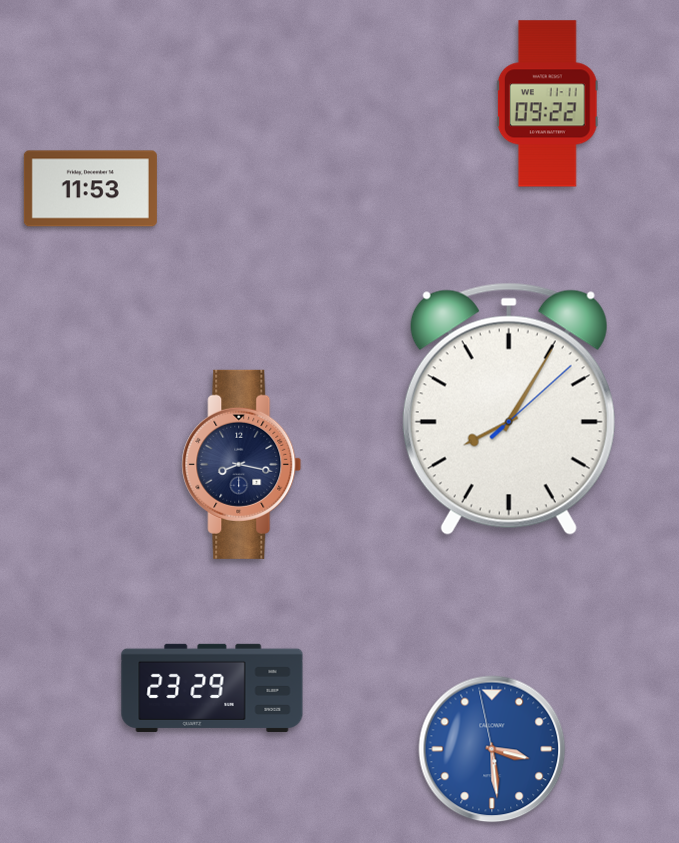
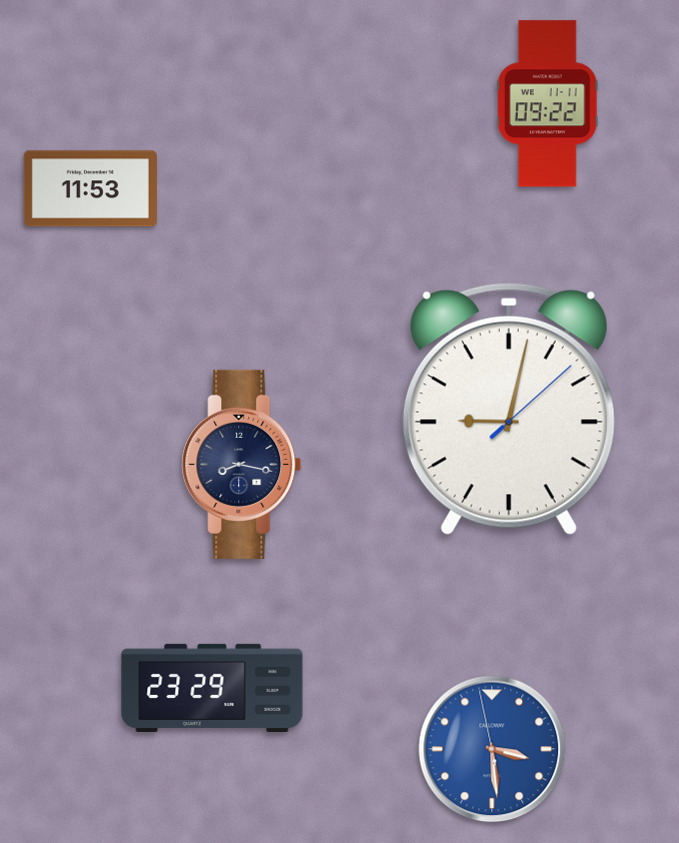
clock at (509, 409): 8:05 -> 9:02
